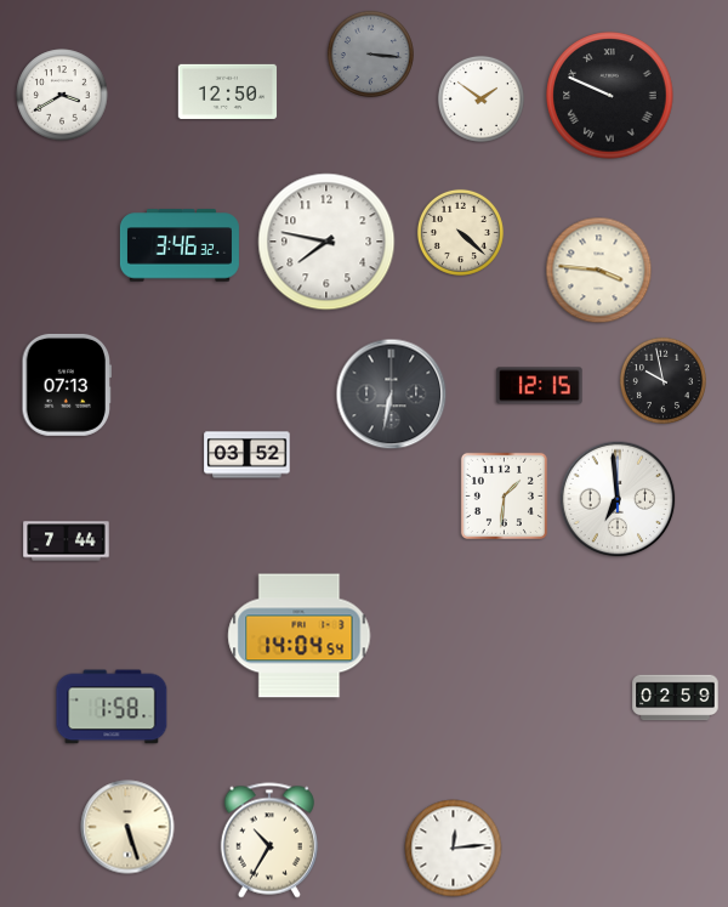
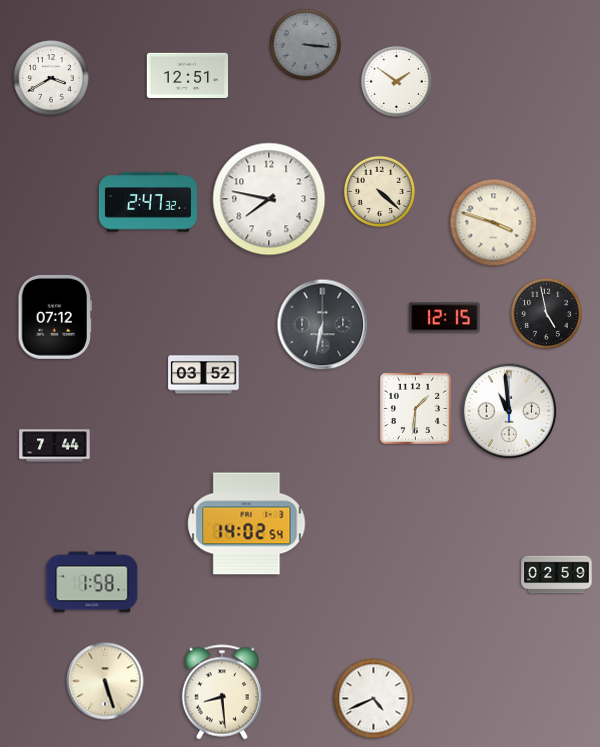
clock at (228, 91): 12:50 -> 12:51
clock at (610, 96): 9:49 -> none
clock at (180, 245): 3:46 -> 2:47
clock at (599, 271): 3:46 -> 3:48
clock at (662, 380): 9:58 -> 4:58
clock at (66, 385): 07:13 -> 07:12
clock at (618, 499): 6:59 -> 10:59
clock at (300, 636): 14:04 -> 14:02
clock at (269, 840): 10:35 -> 8:29
clock at (454, 849): 12:14 -> 4:41
